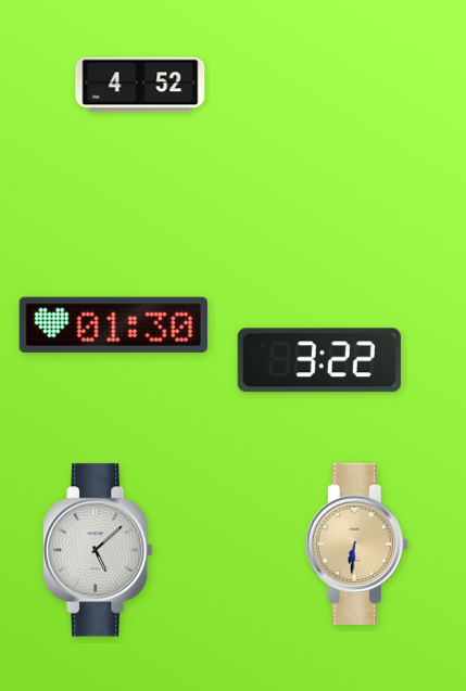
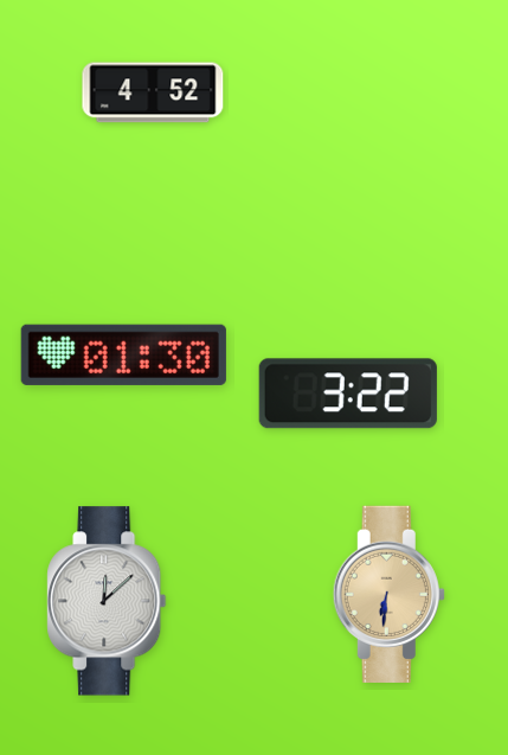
clock at (98, 550): 5:08 -> 12:08
